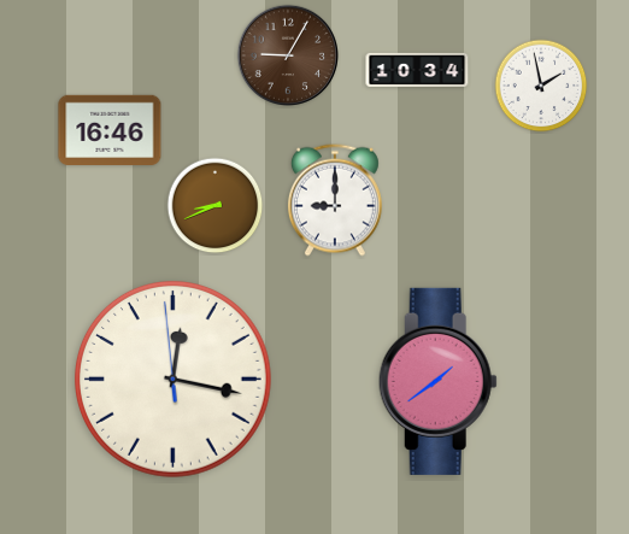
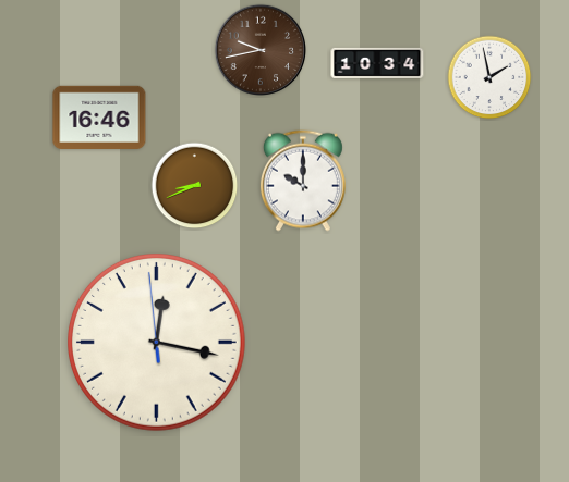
clock at (288, 55): 9:05 -> 9:43
clock at (335, 200): 9:00 -> 10:00
clock at (437, 381): 1:39 -> none
